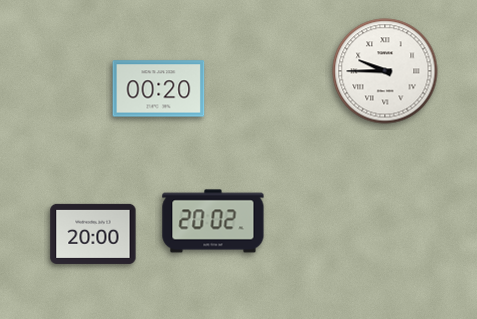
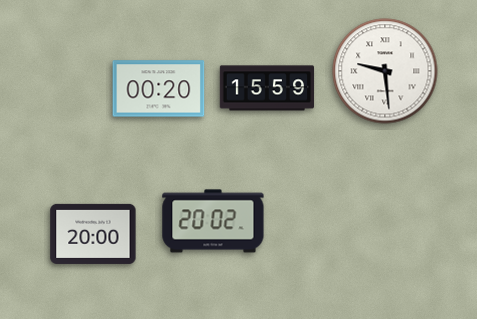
clock at (385, 71): 9:45 -> 9:29
clock at (267, 88): none -> 15:59
